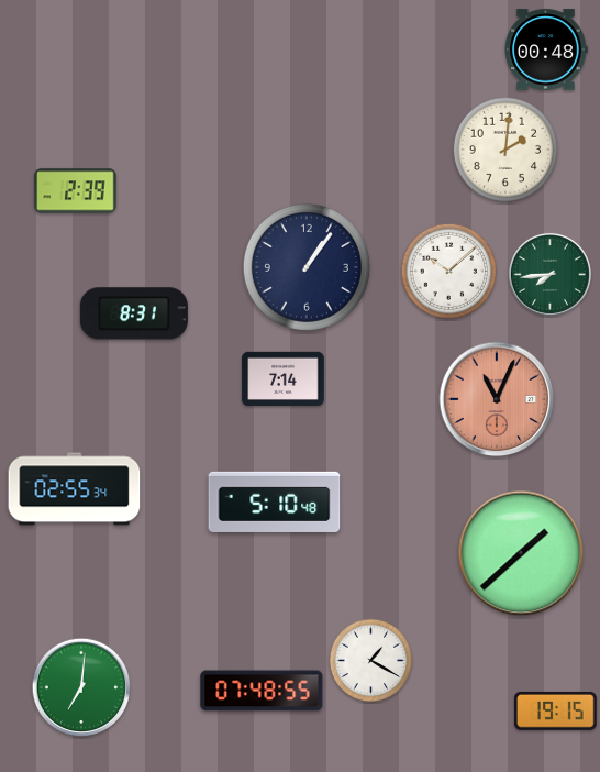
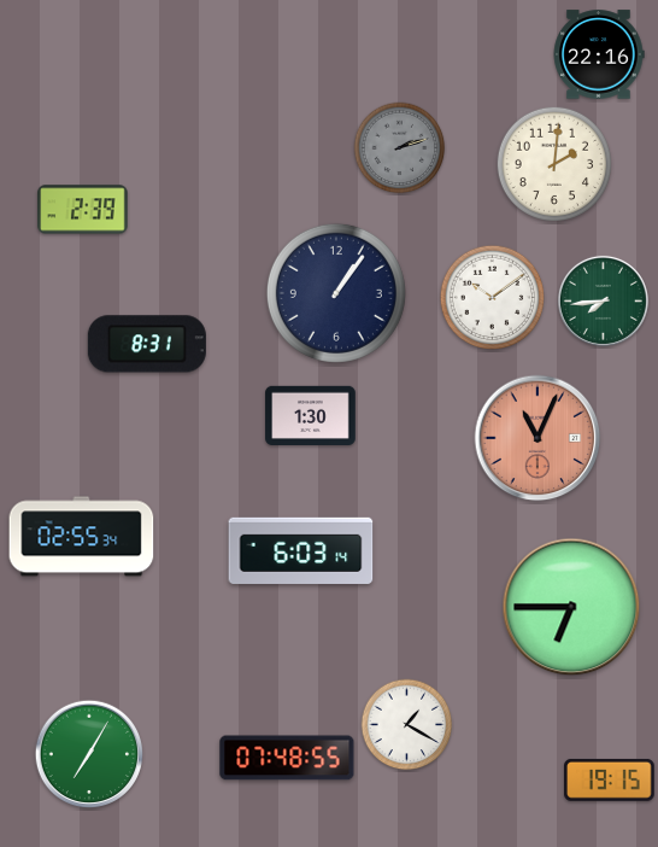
clock at (546, 49): 00:48 -> 22:16
clock at (400, 148): none -> 2:12
clock at (449, 272): 10:08 -> 10:09
clock at (284, 378): 7:14 -> 1:30
clock at (497, 399) position: (497, 399) -> (537, 438)
clock at (275, 501): 5:10 -> 6:03
clock at (521, 553): 1:38 -> 6:45
clock at (81, 687): 7:01 -> 7:05
